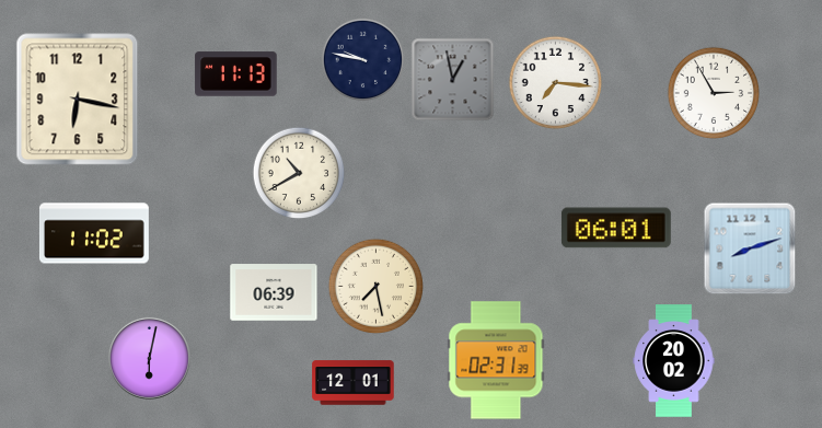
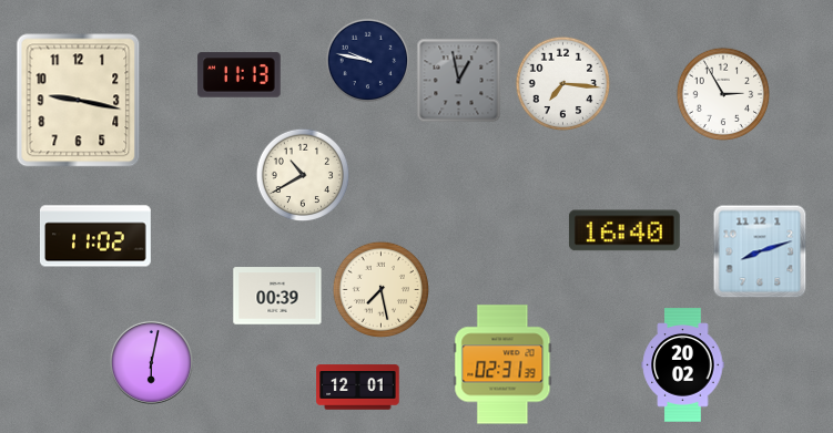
clock at (78, 100): 6:17 -> 9:17
clock at (616, 228): 06:01 -> 16:40
clock at (274, 292): 06:39 -> 00:39
